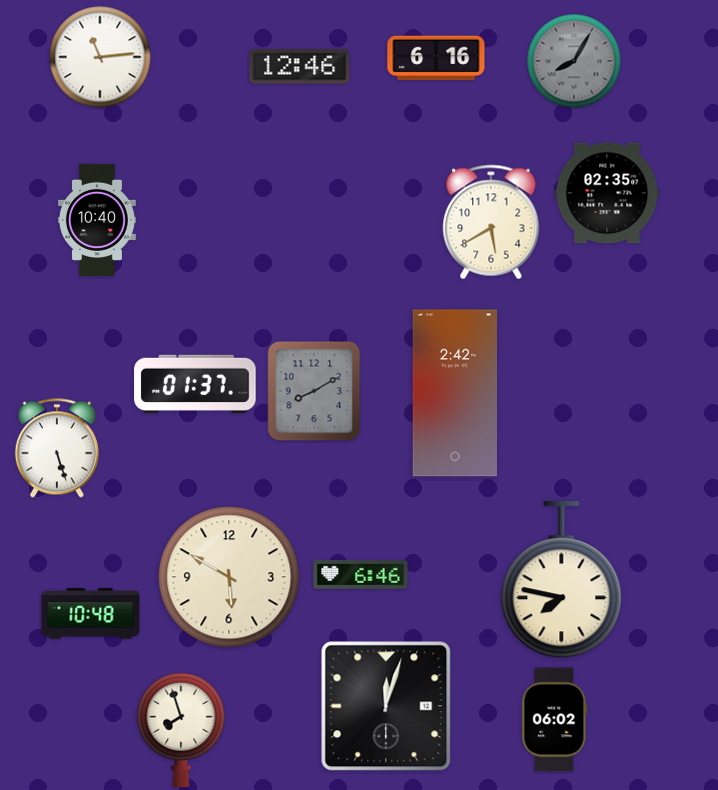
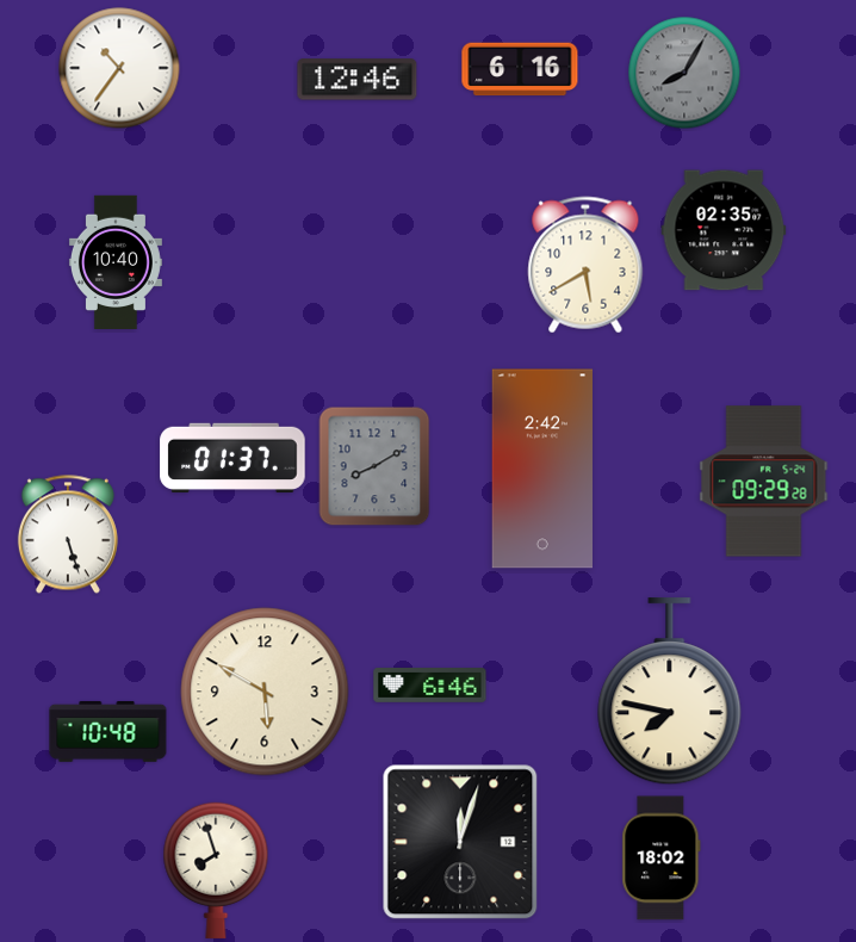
clock at (100, 57): 11:14 -> 10:36
clock at (764, 482): none -> 09:29
clock at (229, 577) position: (229, 577) -> (265, 692)
clock at (555, 720): 06:02 -> 18:02
